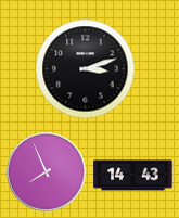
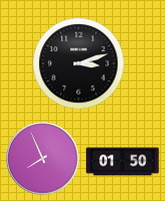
clock at (133, 176): 14:43 -> 01:50
